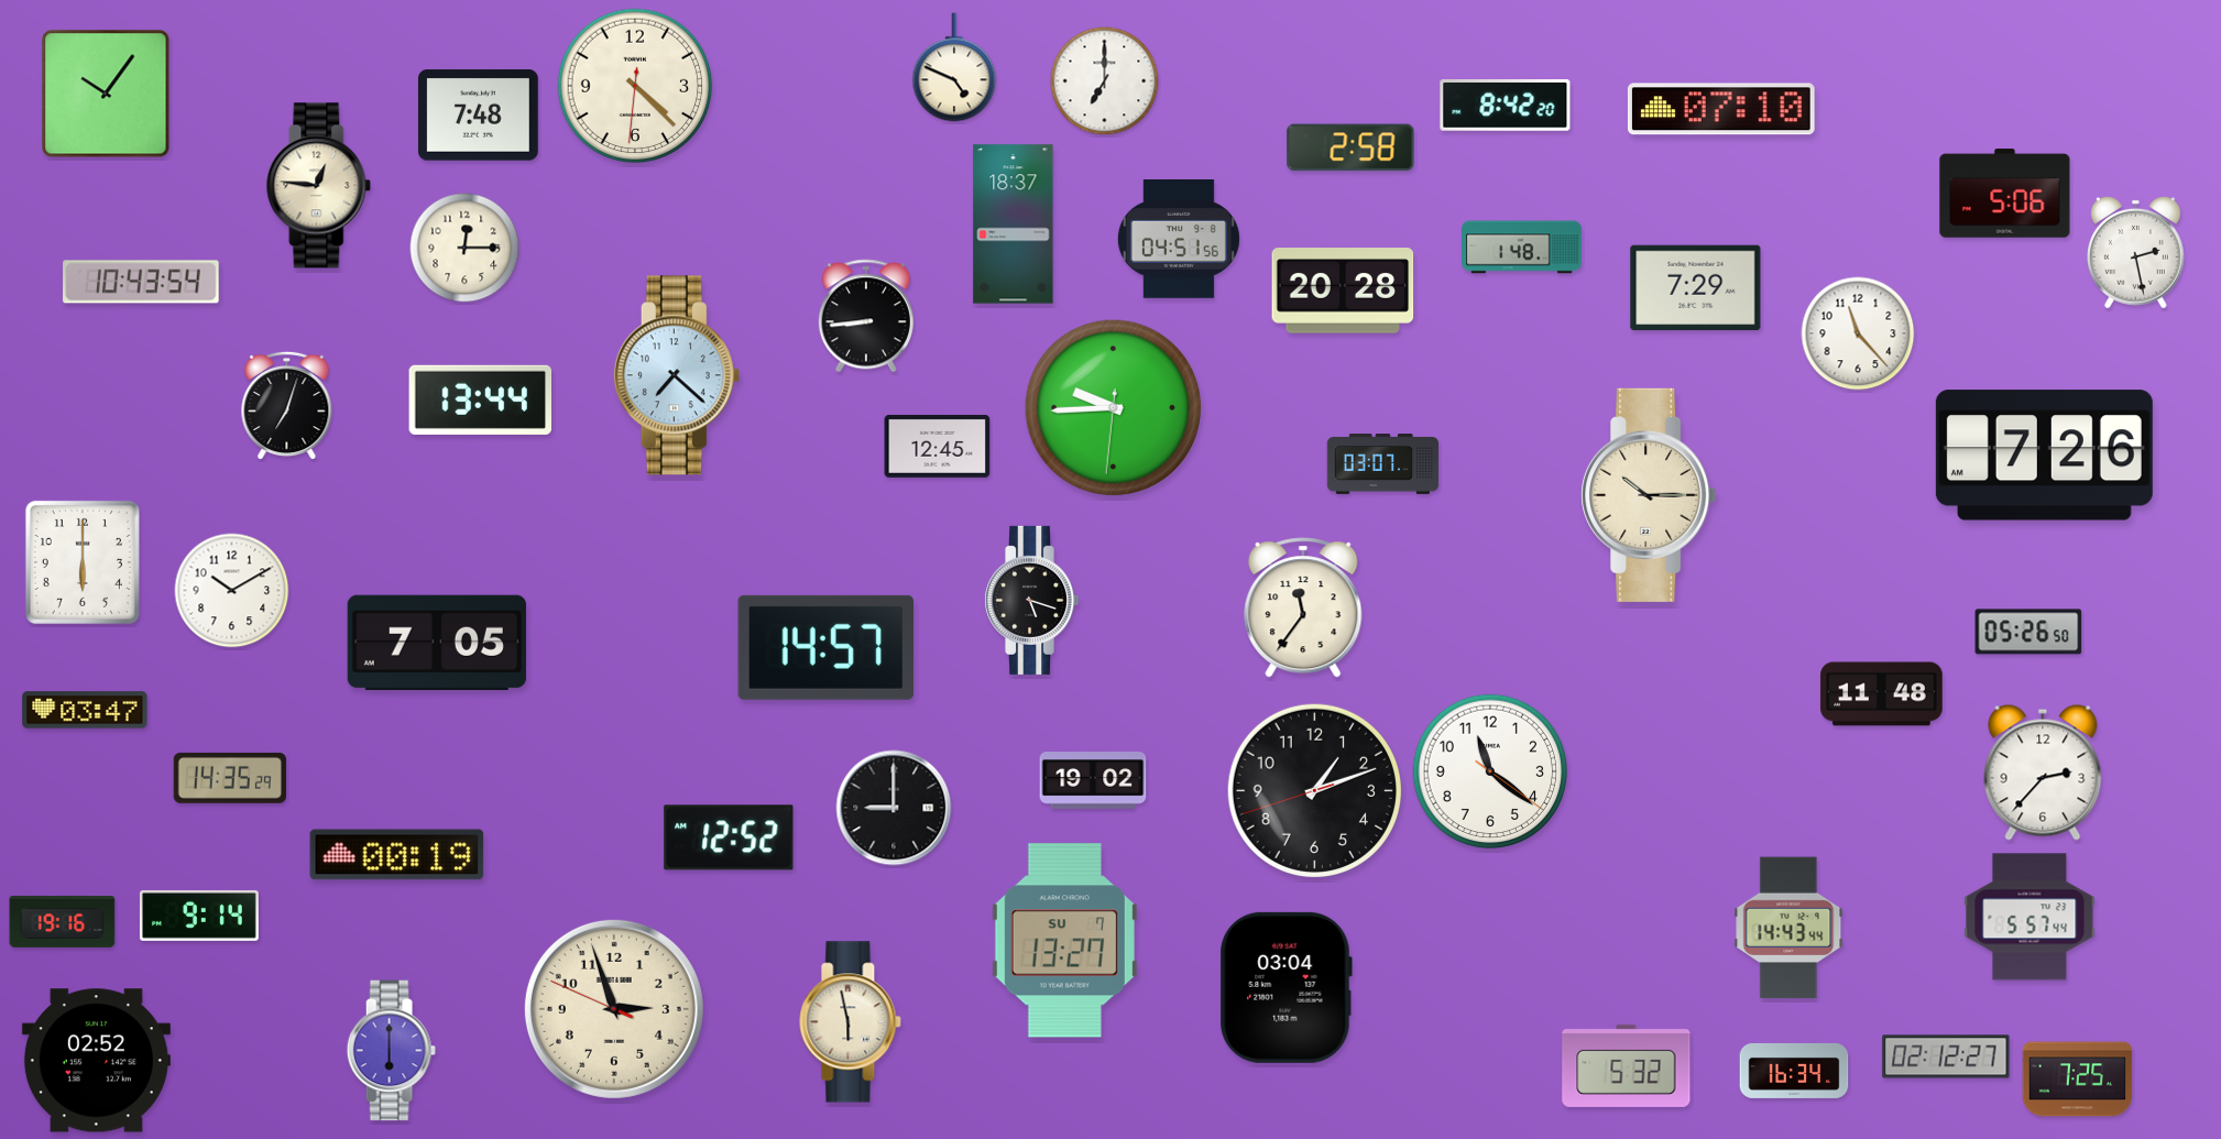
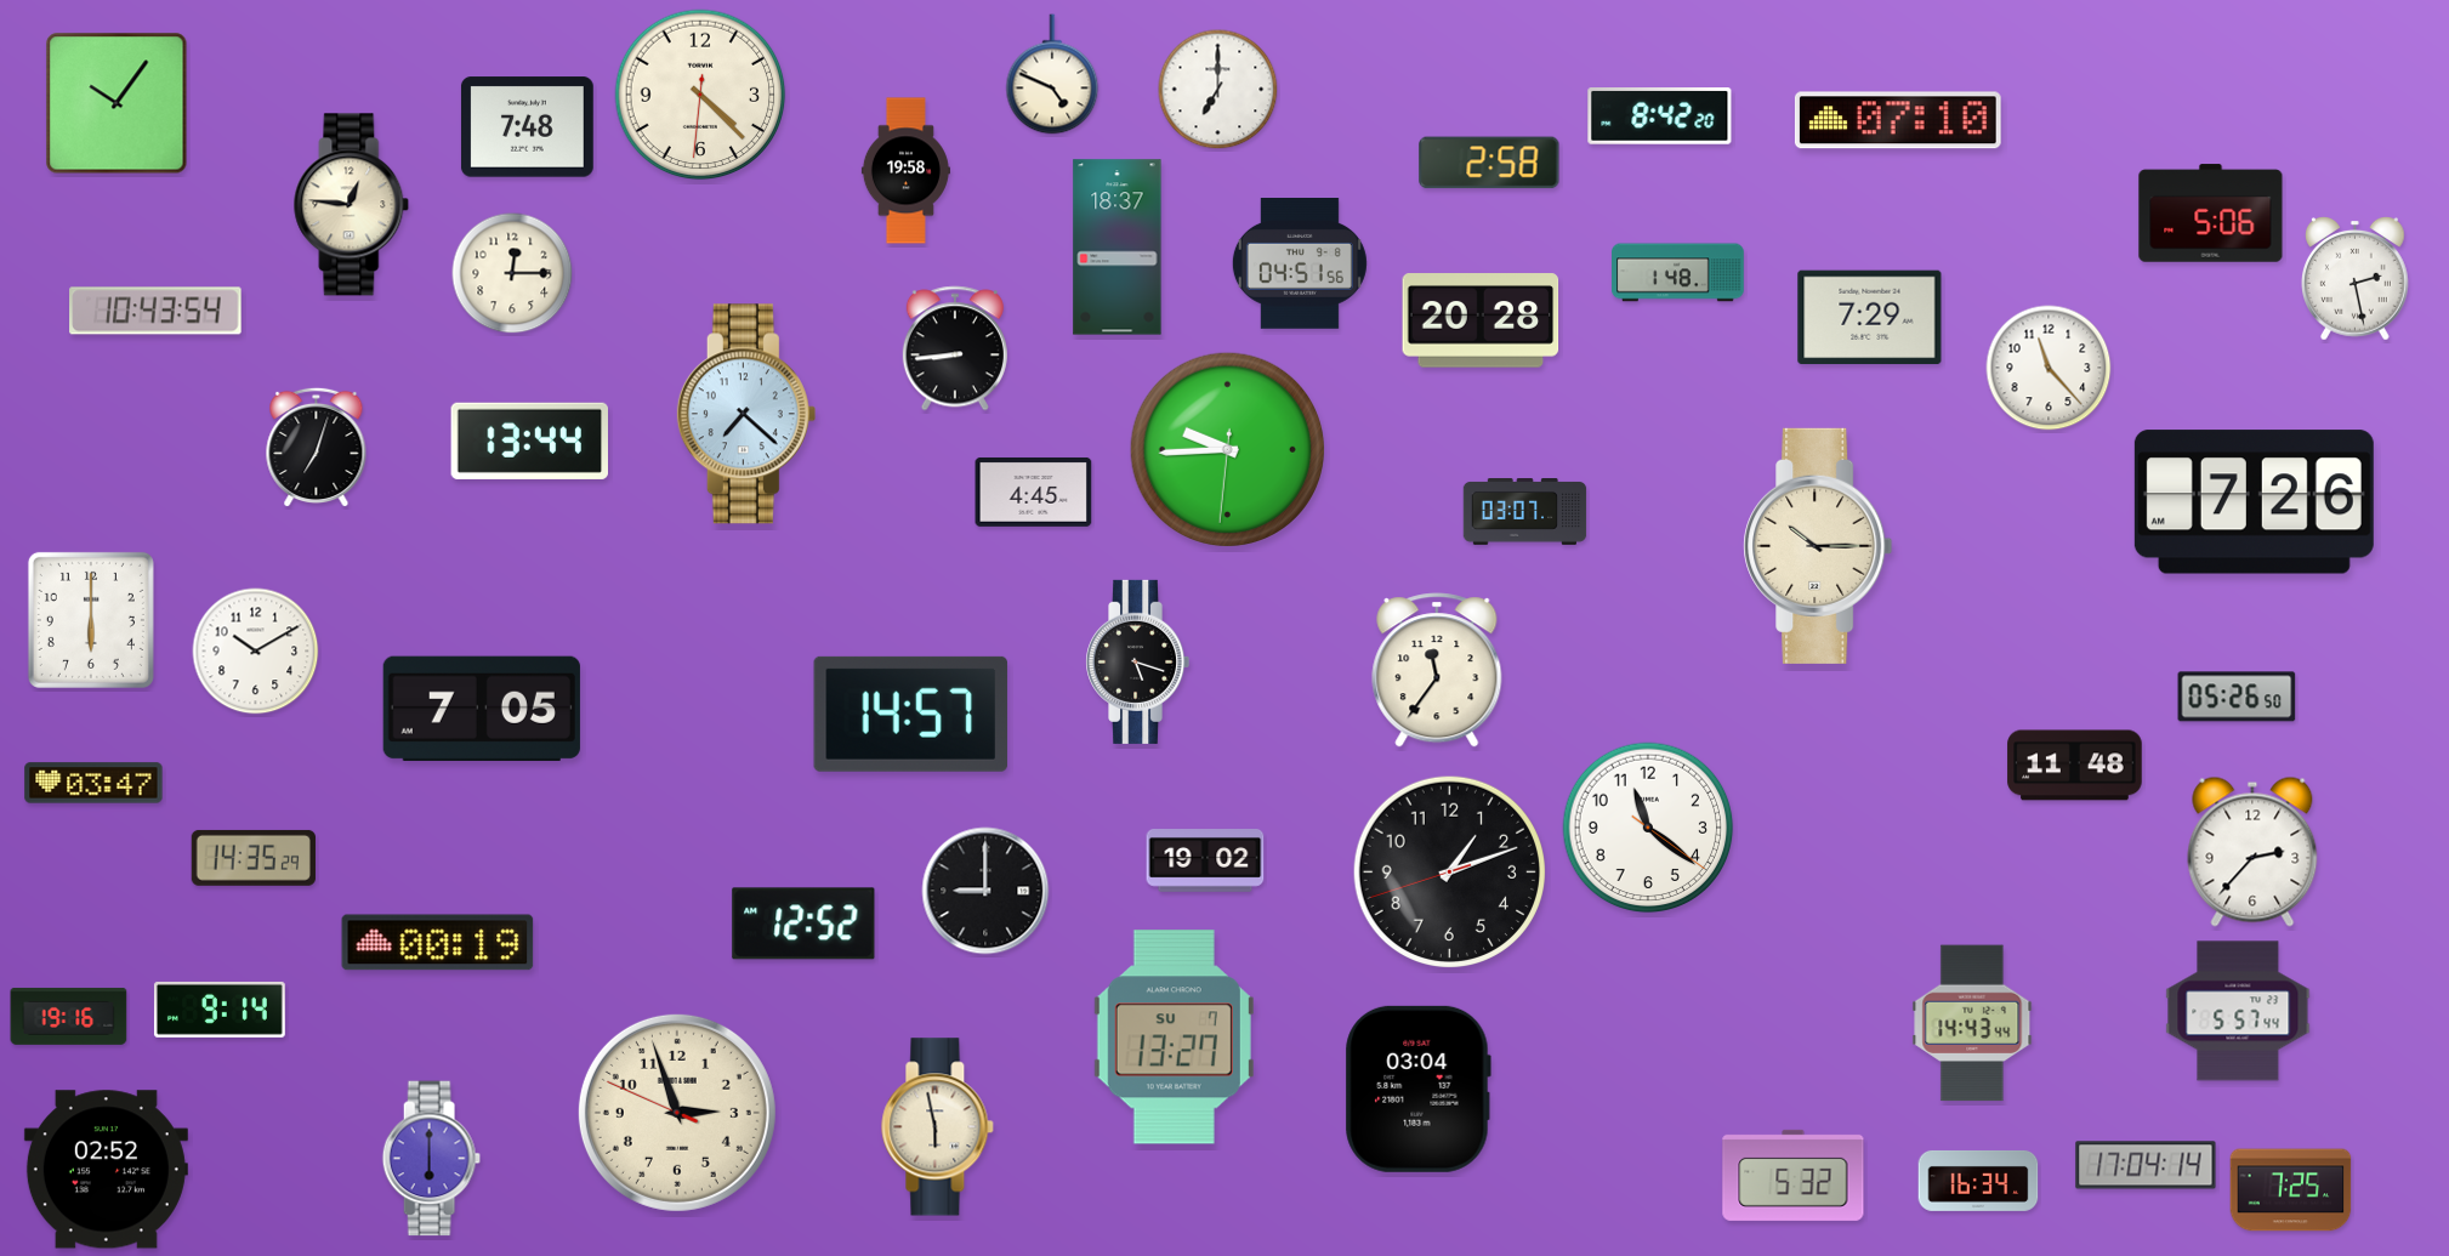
clock at (905, 171): none -> 19:58
clock at (938, 446): 12:45 -> 4:45
clock at (1490, 771) position: (1490, 771) -> (1648, 828)
clock at (1946, 1056): 02:12 -> 17:04
